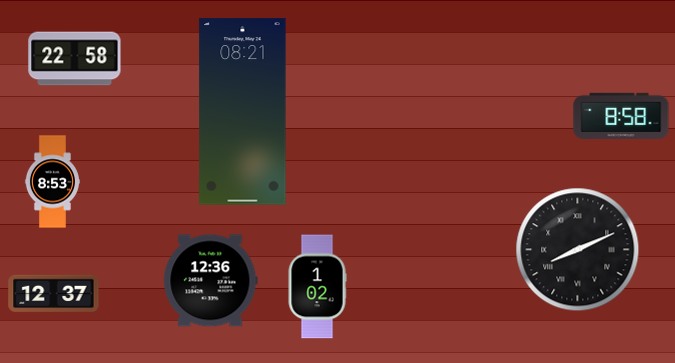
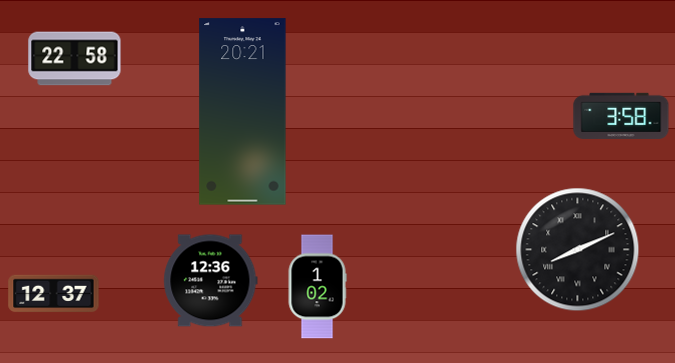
clock at (243, 112): 08:21 -> 20:21
clock at (621, 116): 8:58 -> 3:58
clock at (52, 182): 8:53 -> none
